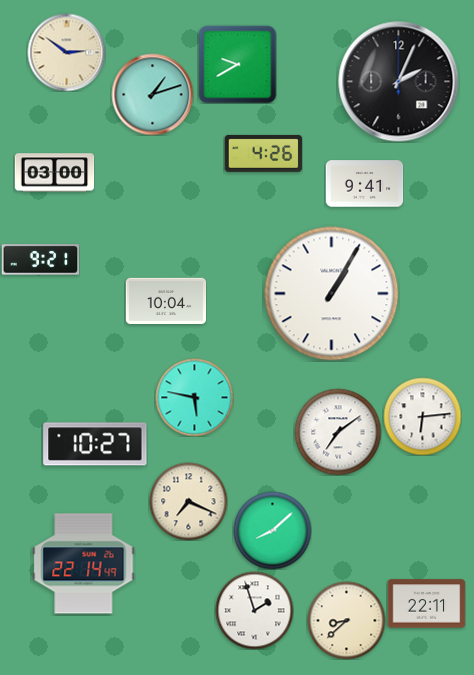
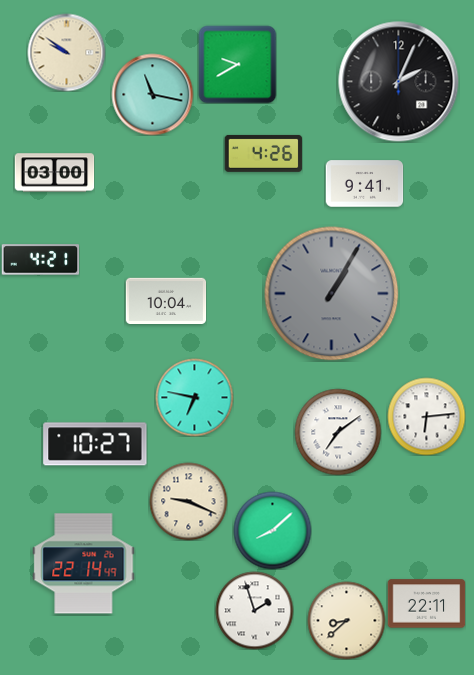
clock at (66, 52): 2:51 -> 9:51
clock at (152, 94): 1:12 -> 11:17
clock at (40, 260): 9:21 -> 4:21
clock at (332, 294) dial: white -> grey
clock at (194, 397): 5:47 -> 6:47
clock at (422, 416) position: (422, 416) -> (426, 416)
clock at (188, 501): 7:19 -> 9:19
